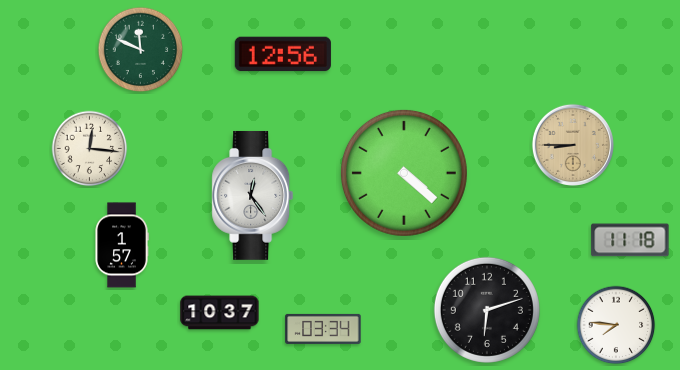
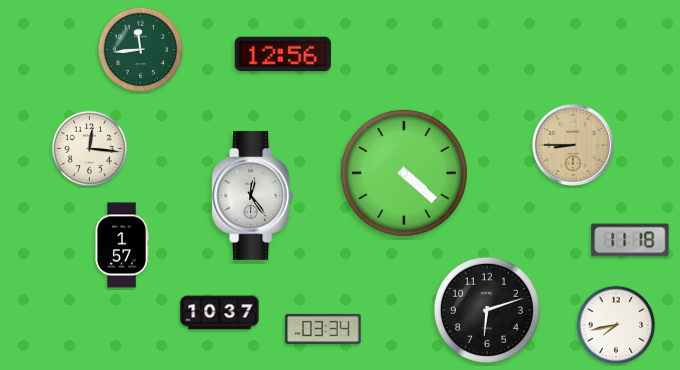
clock at (141, 50): 11:49 -> 11:44
clock at (616, 325): 7:46 -> 7:43
